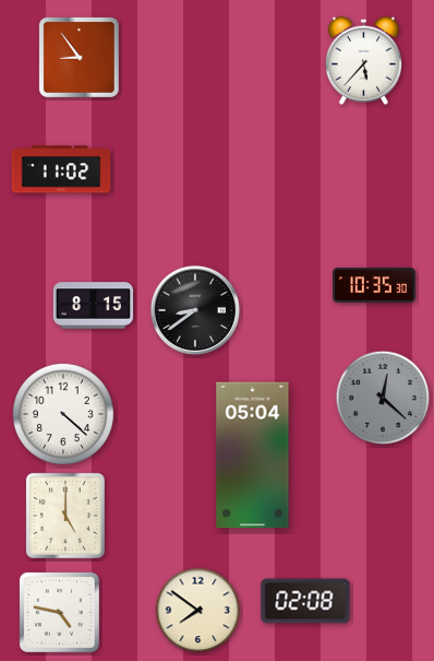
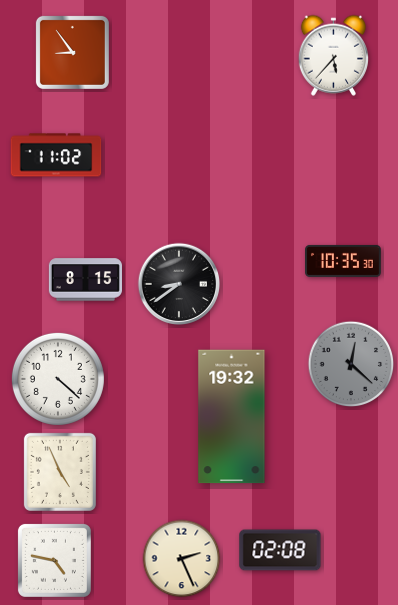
clock at (253, 456): 05:04 -> 19:32
clock at (65, 516): 5:00 -> 4:56
clock at (198, 611): 7:51 -> 2:26
